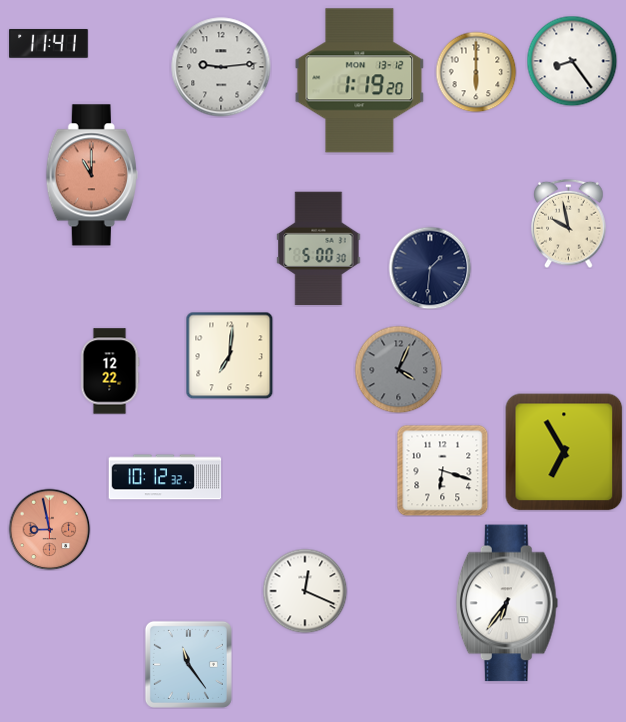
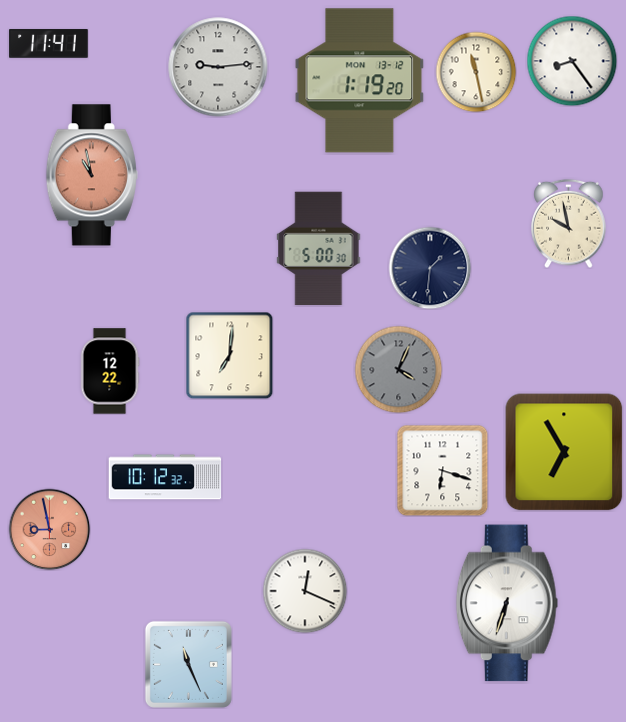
clock at (221, 67) position: (221, 67) -> (218, 67)
clock at (476, 72): 6:00 -> 11:28
clock at (92, 175): 11:00 -> 10:58
clock at (507, 603): 6:36 -> 6:33
clock at (188, 664): 11:24 -> 11:26
